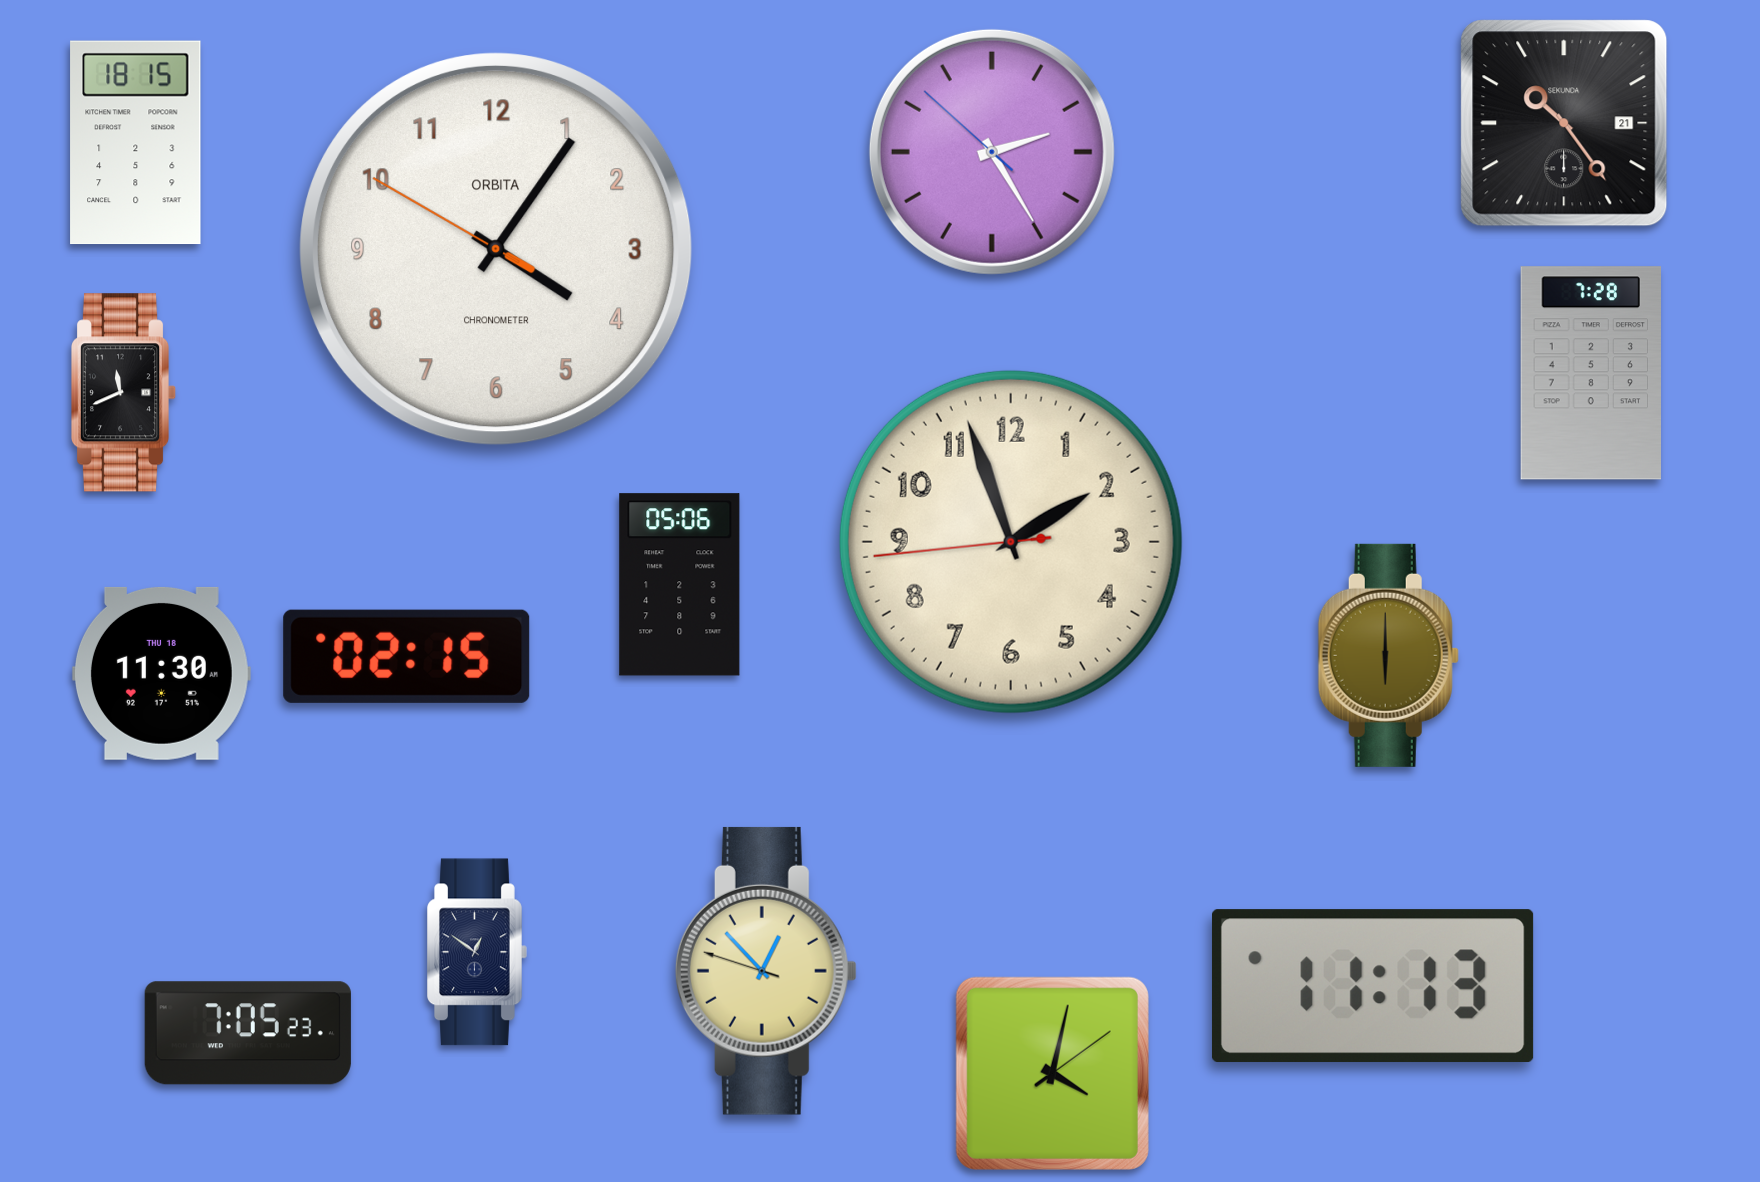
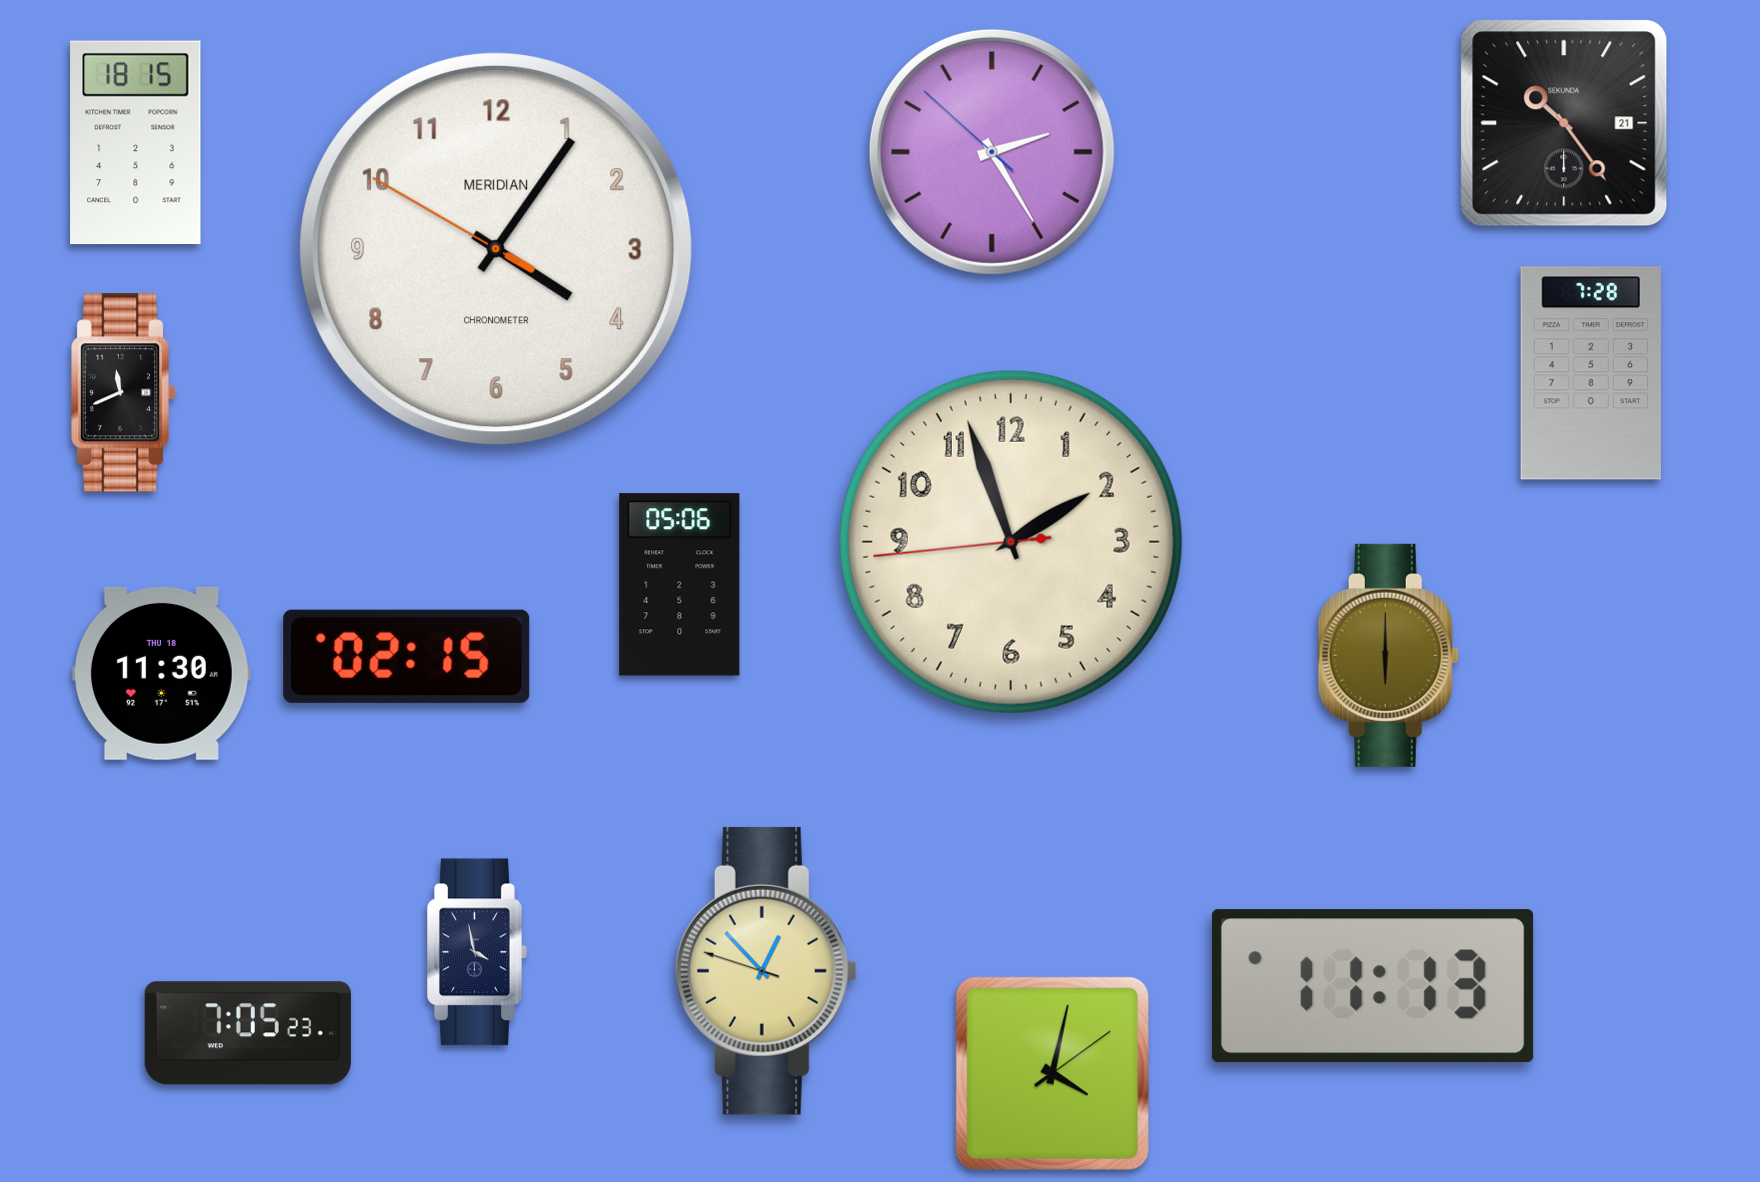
clock at (497, 250) brand: ORBITA -> MERIDIAN
clock at (477, 952): 12:51 -> 3:58
